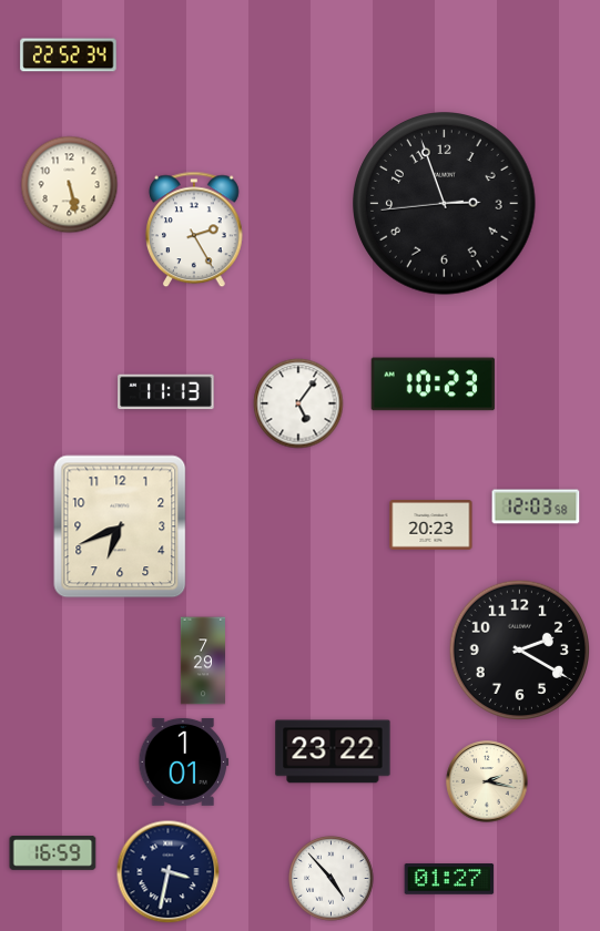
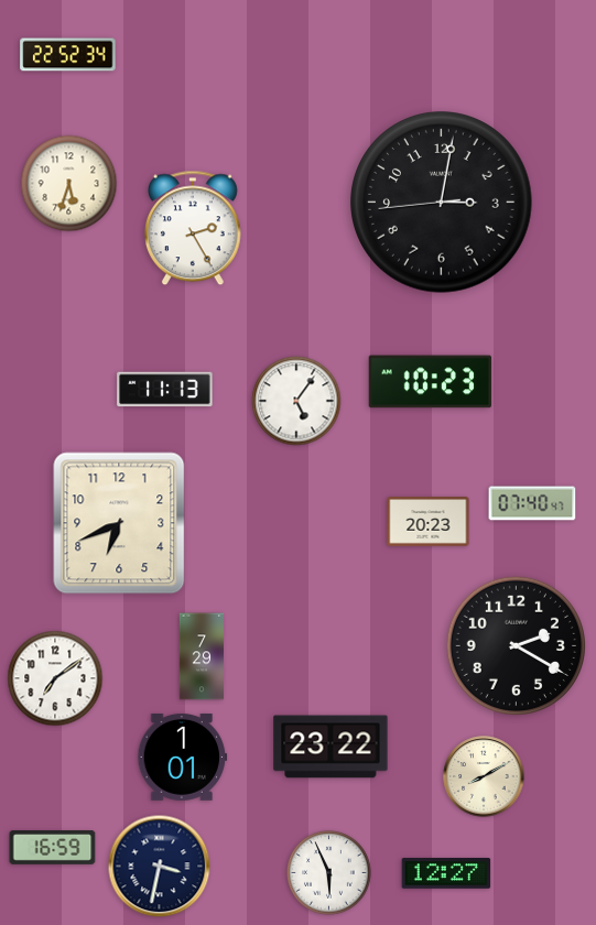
clock at (70, 185): 5:28 -> 5:33
clock at (445, 204): 2:56 -> 3:01
clock at (536, 507): 12:03 -> 07:40
clock at (55, 678): none -> 7:09
clock at (487, 781): 2:17 -> 8:10
clock at (169, 872) position: (169, 872) -> (160, 867)
clock at (332, 879): 4:53 -> 5:56
clock at (449, 879): 01:27 -> 12:27
